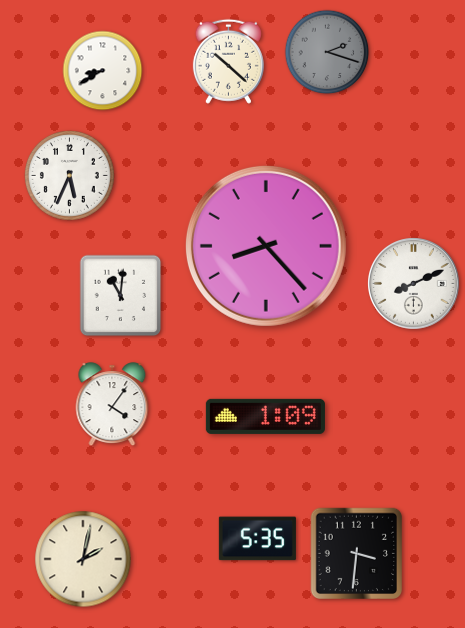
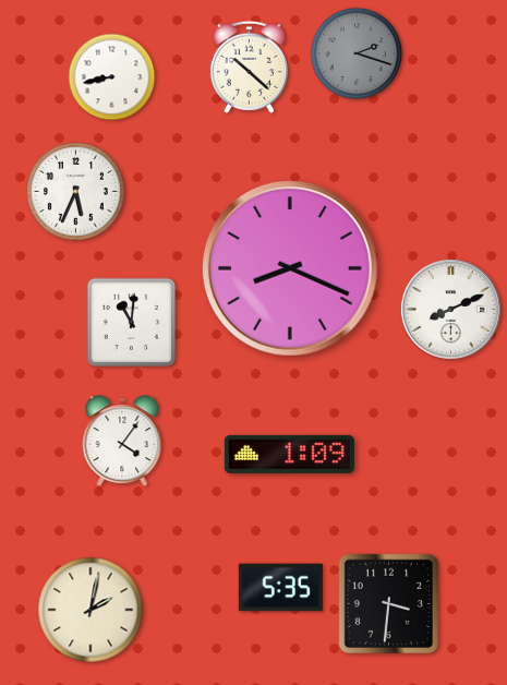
clock at (327, 52) position: (327, 52) -> (357, 53)
clock at (103, 71): 8:40 -> 8:43
clock at (266, 246): 8:23 -> 8:19
